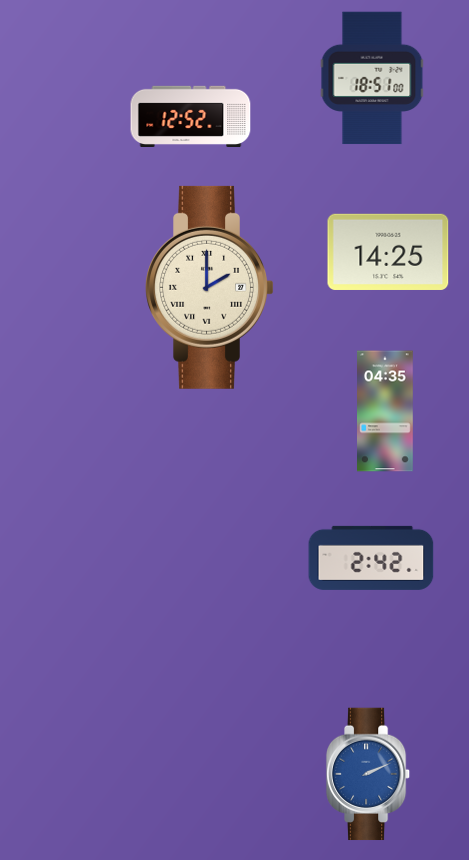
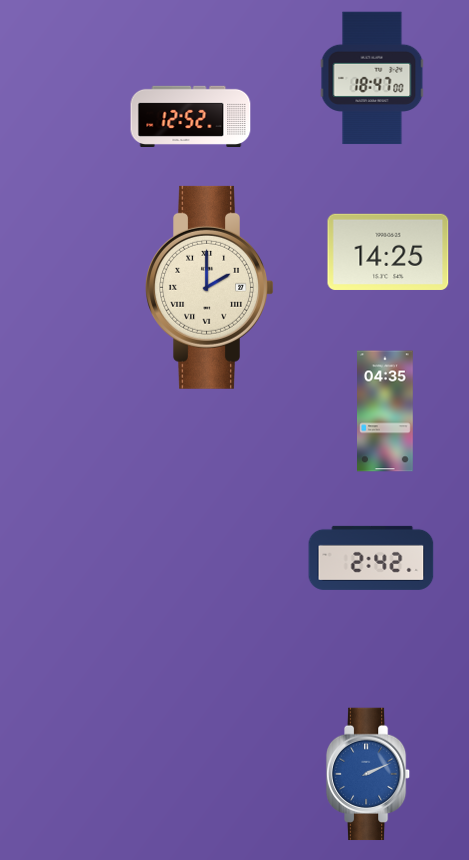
clock at (372, 78): 18:51 -> 18:47
